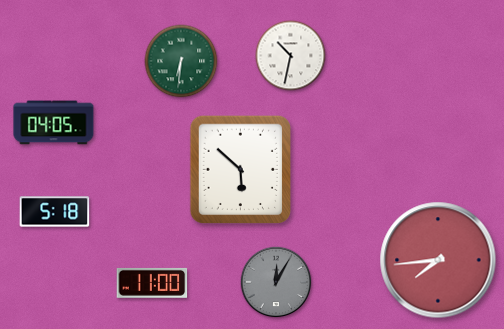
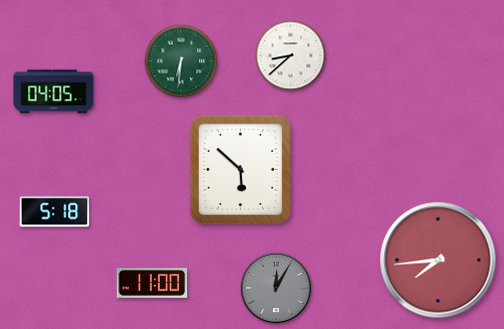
clock at (291, 56): 10:32 -> 8:38
clock at (54, 123) position: (54, 123) -> (54, 92)
clock at (276, 282) position: (276, 282) -> (276, 288)
